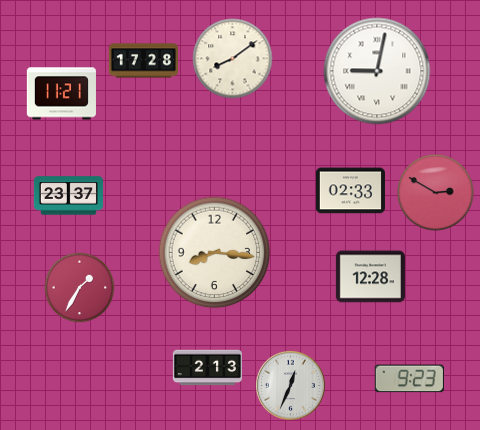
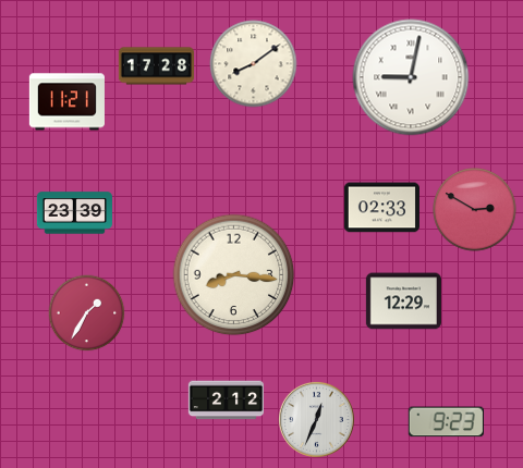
clock at (68, 196): 23:37 -> 23:39
clock at (370, 277): 12:28 -> 12:29
clock at (207, 368): 2:13 -> 2:12
clock at (409, 379) position: (409, 379) -> (446, 422)
